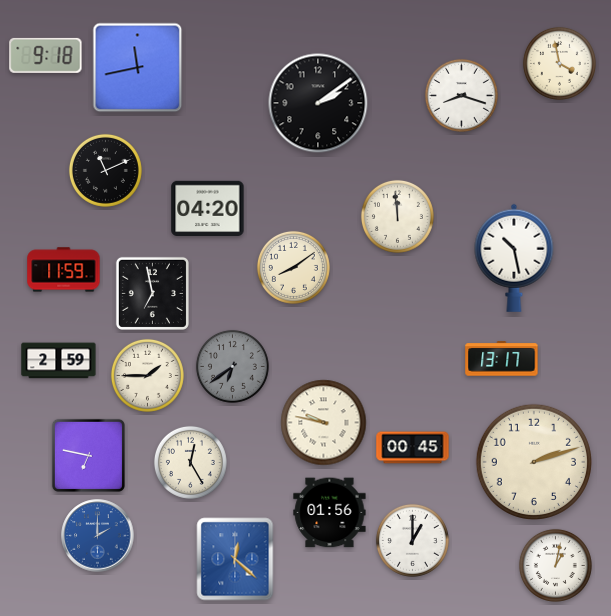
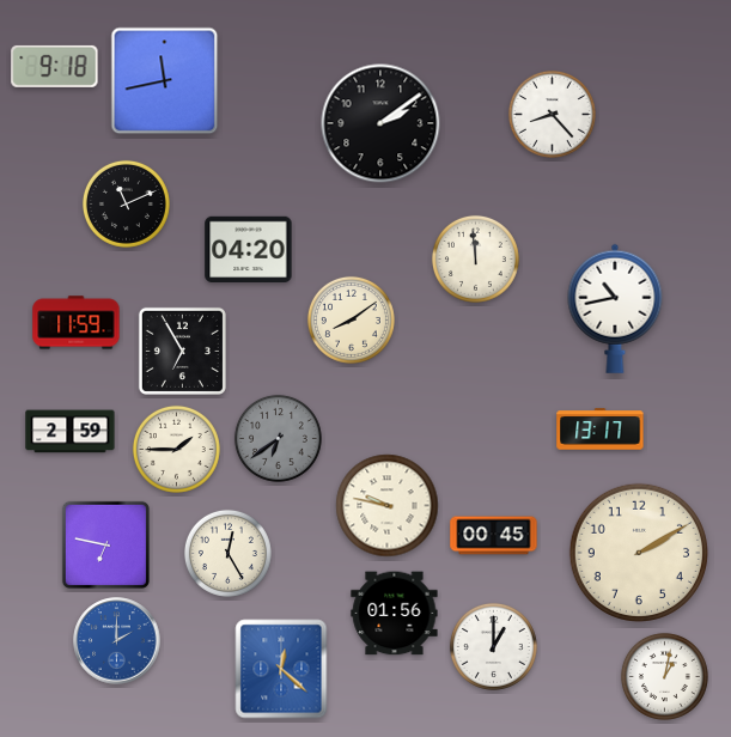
clock at (559, 63): 3:58 -> none
clock at (461, 95): 8:18 -> 8:23
clock at (514, 258): 10:28 -> 10:43
clock at (152, 293): 6:58 -> 6:55
clock at (534, 462): 2:12 -> 2:10
